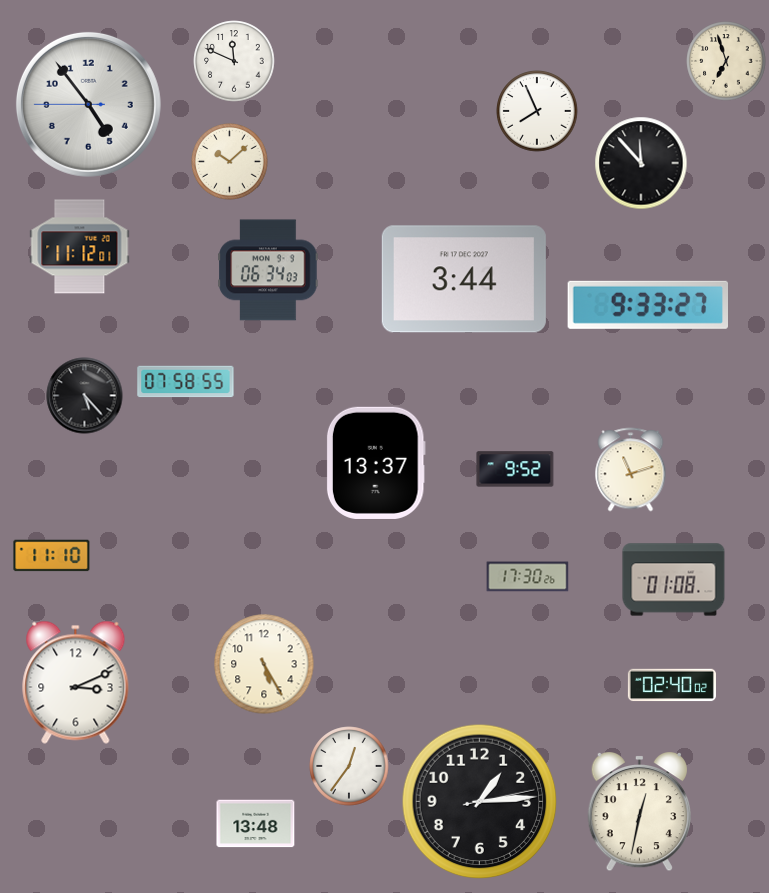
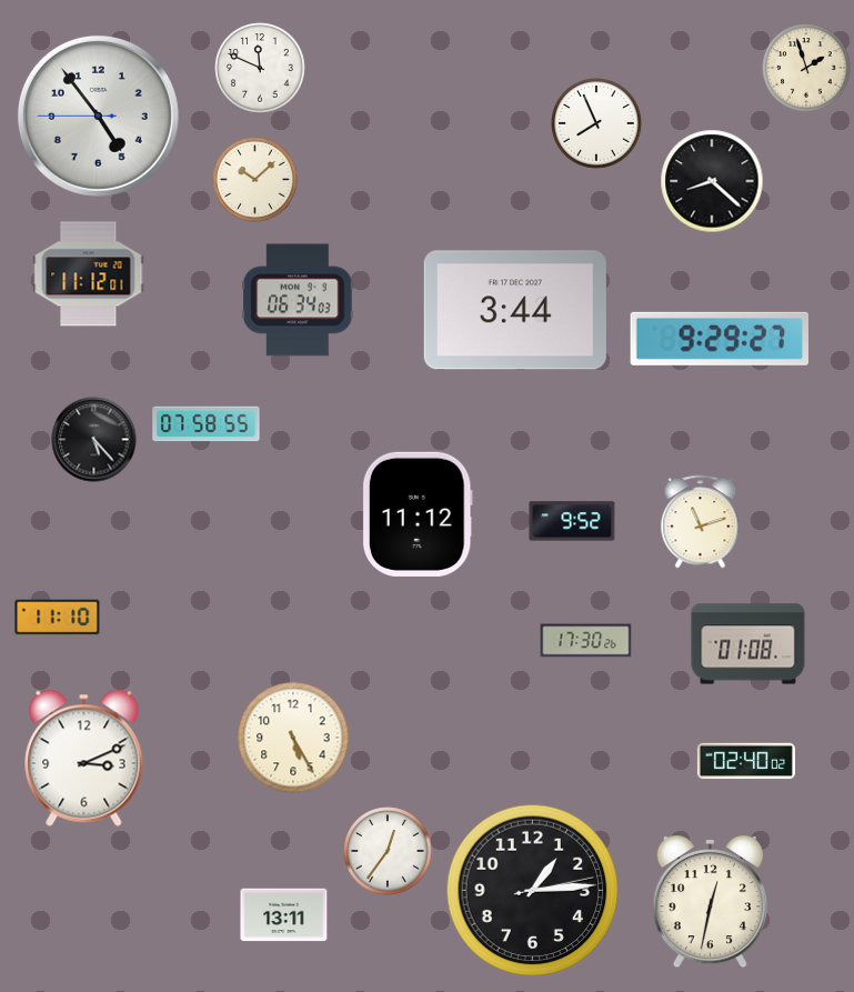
clock at (726, 61): 6:57 -> 1:57
clock at (641, 163): 11:53 -> 8:22
clock at (647, 305): 9:33 -> 9:29
clock at (376, 463): 13:37 -> 11:12
clock at (256, 824): 13:48 -> 13:11
